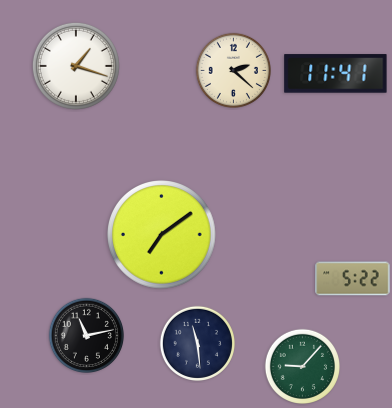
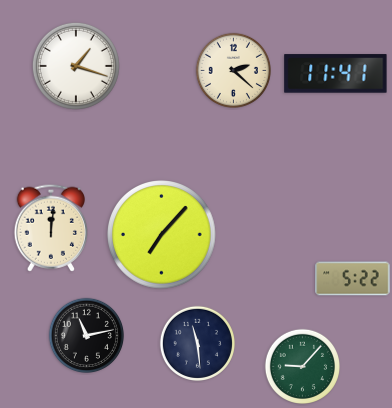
clock at (50, 228): none -> 12:01
clock at (162, 235): 7:09 -> 7:07
